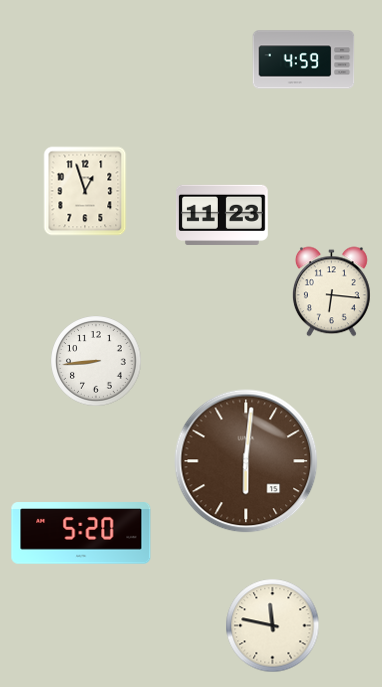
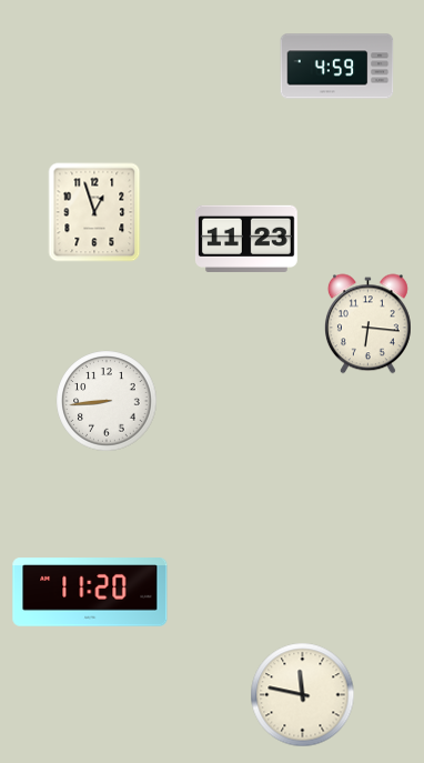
clock at (246, 461): 6:01 -> none
clock at (81, 533): 5:20 -> 11:20
